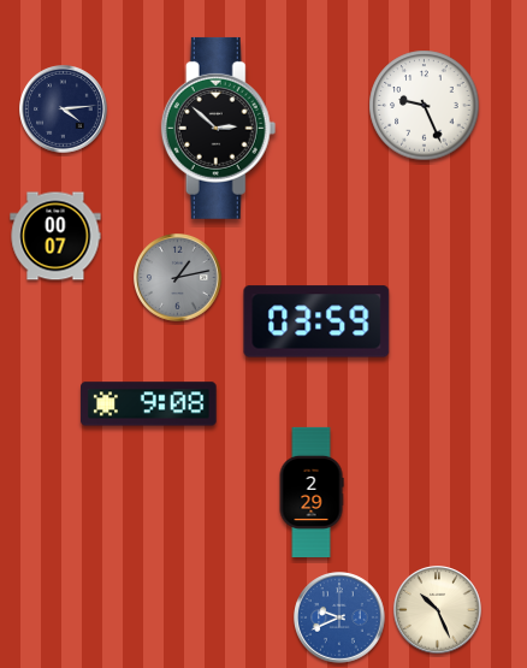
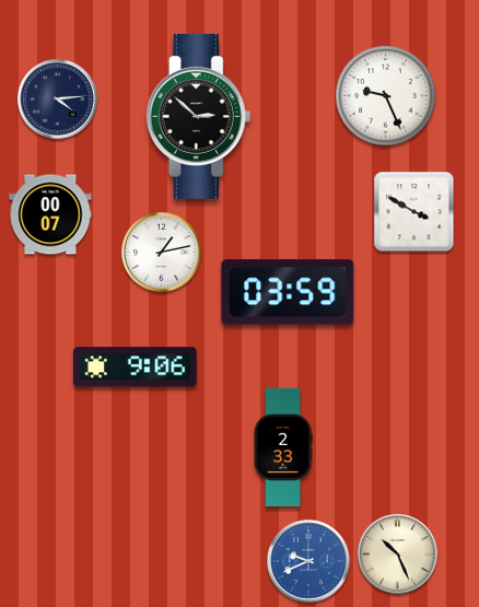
clock at (414, 212): none -> 3:50
clock at (178, 278) dial: grey -> white
clock at (149, 404): 9:08 -> 9:06
clock at (312, 492): 2:29 -> 2:33
